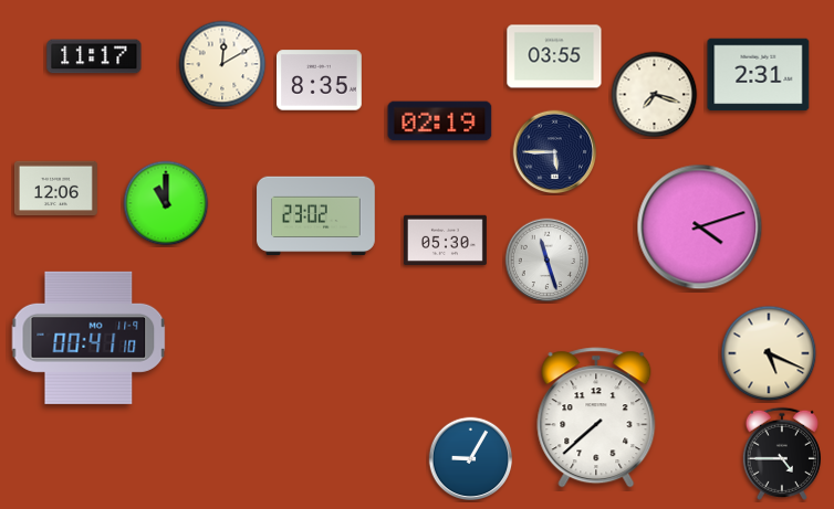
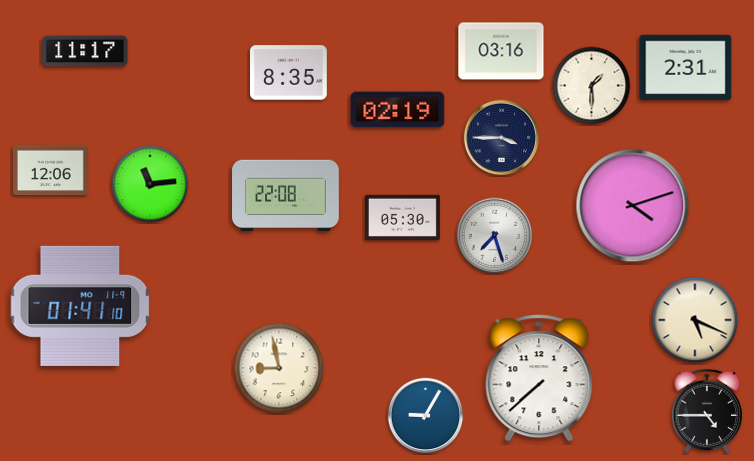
clock at (554, 56): 03:55 -> 03:16
clock at (222, 64): 12:10 -> none
clock at (655, 95): 7:18 -> 1:30
clock at (555, 152): 5:45 -> 3:45
clock at (166, 203): 11:00 -> 11:14
clock at (316, 216): 23:02 -> 22:08
clock at (548, 261): 11:27 -> 7:27
clock at (88, 338): 00:41 -> 01:41
clock at (279, 368): none -> 8:58
